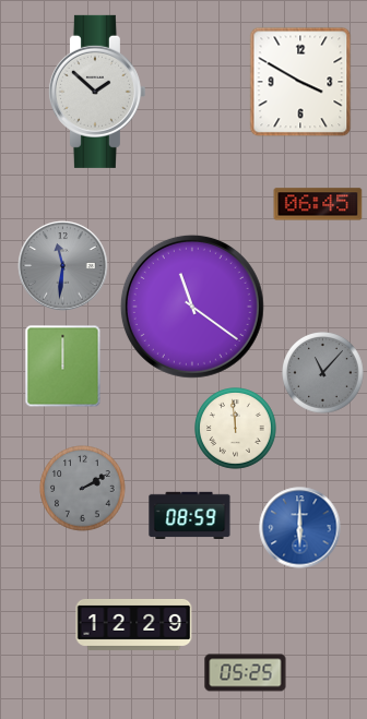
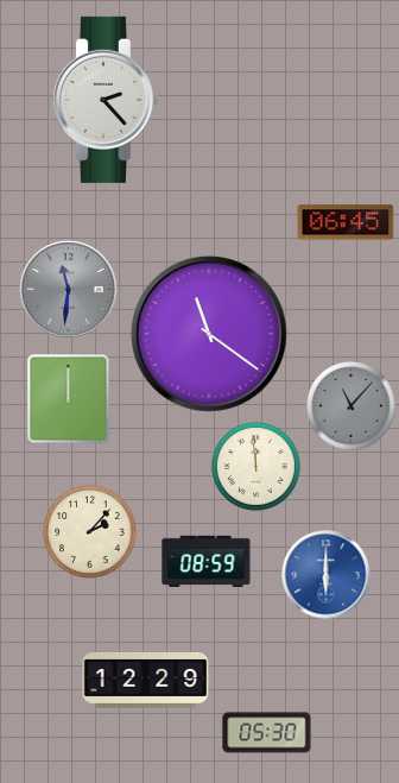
clock at (300, 82): 3:50 -> none
clock at (96, 92): 1:52 -> 2:23
clock at (83, 489): 2:10 -> 2:07
clock at (83, 489) dial: grey -> cream
clock at (246, 673): 05:25 -> 05:30
